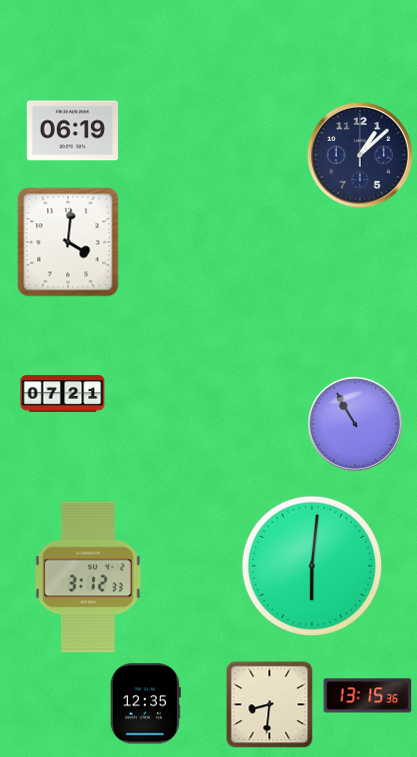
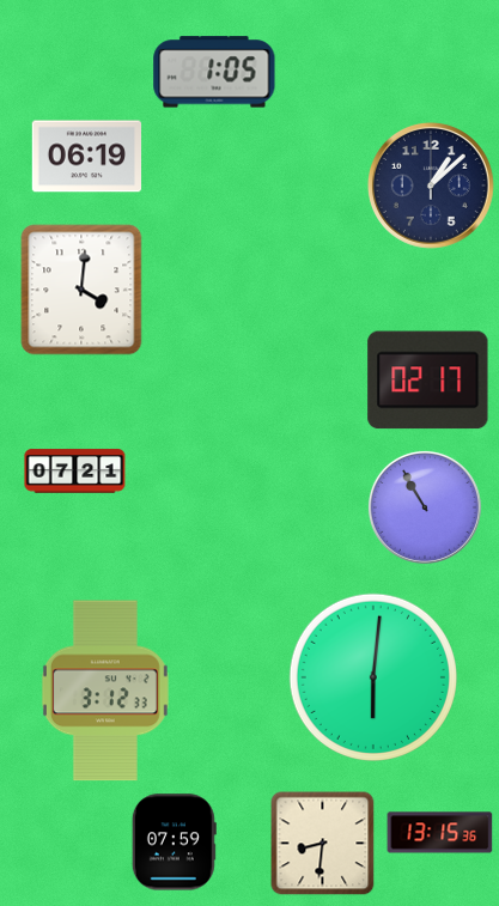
clock at (214, 72): none -> 1:05
clock at (428, 381): none -> 02:17
clock at (145, 704): 12:35 -> 07:59
